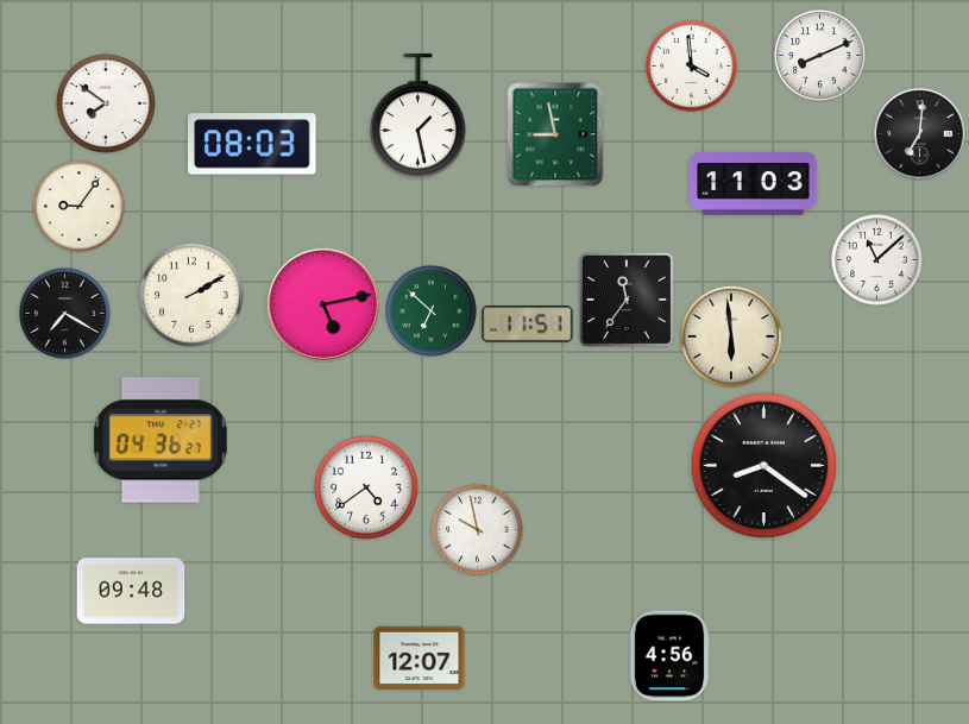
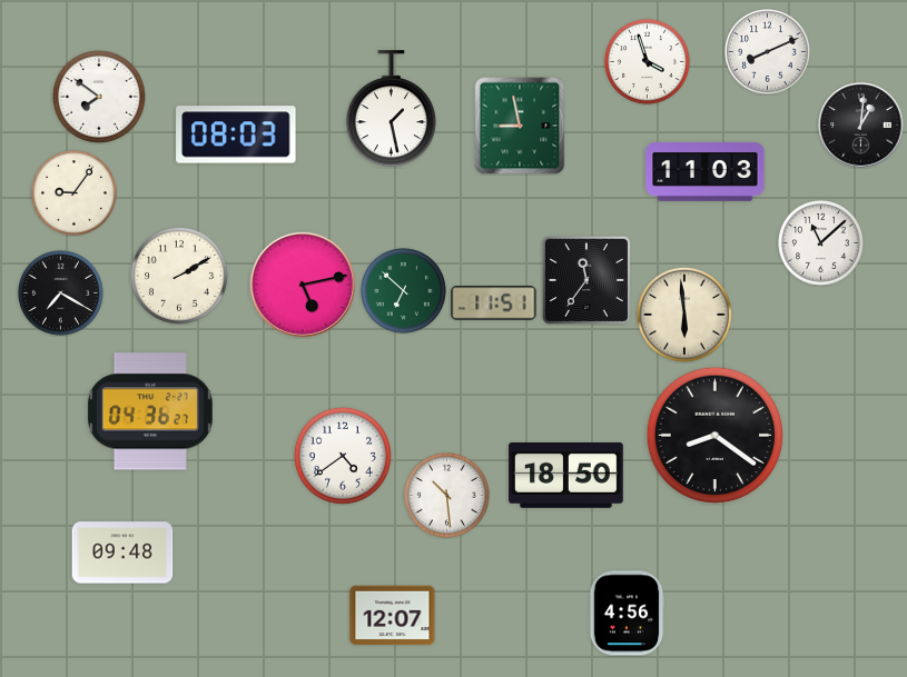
clock at (692, 67): 3:59 -> 3:57
clock at (920, 134): 7:01 -> 1:01
clock at (566, 476): none -> 18:50
clock at (478, 530): 9:58 -> 10:29
